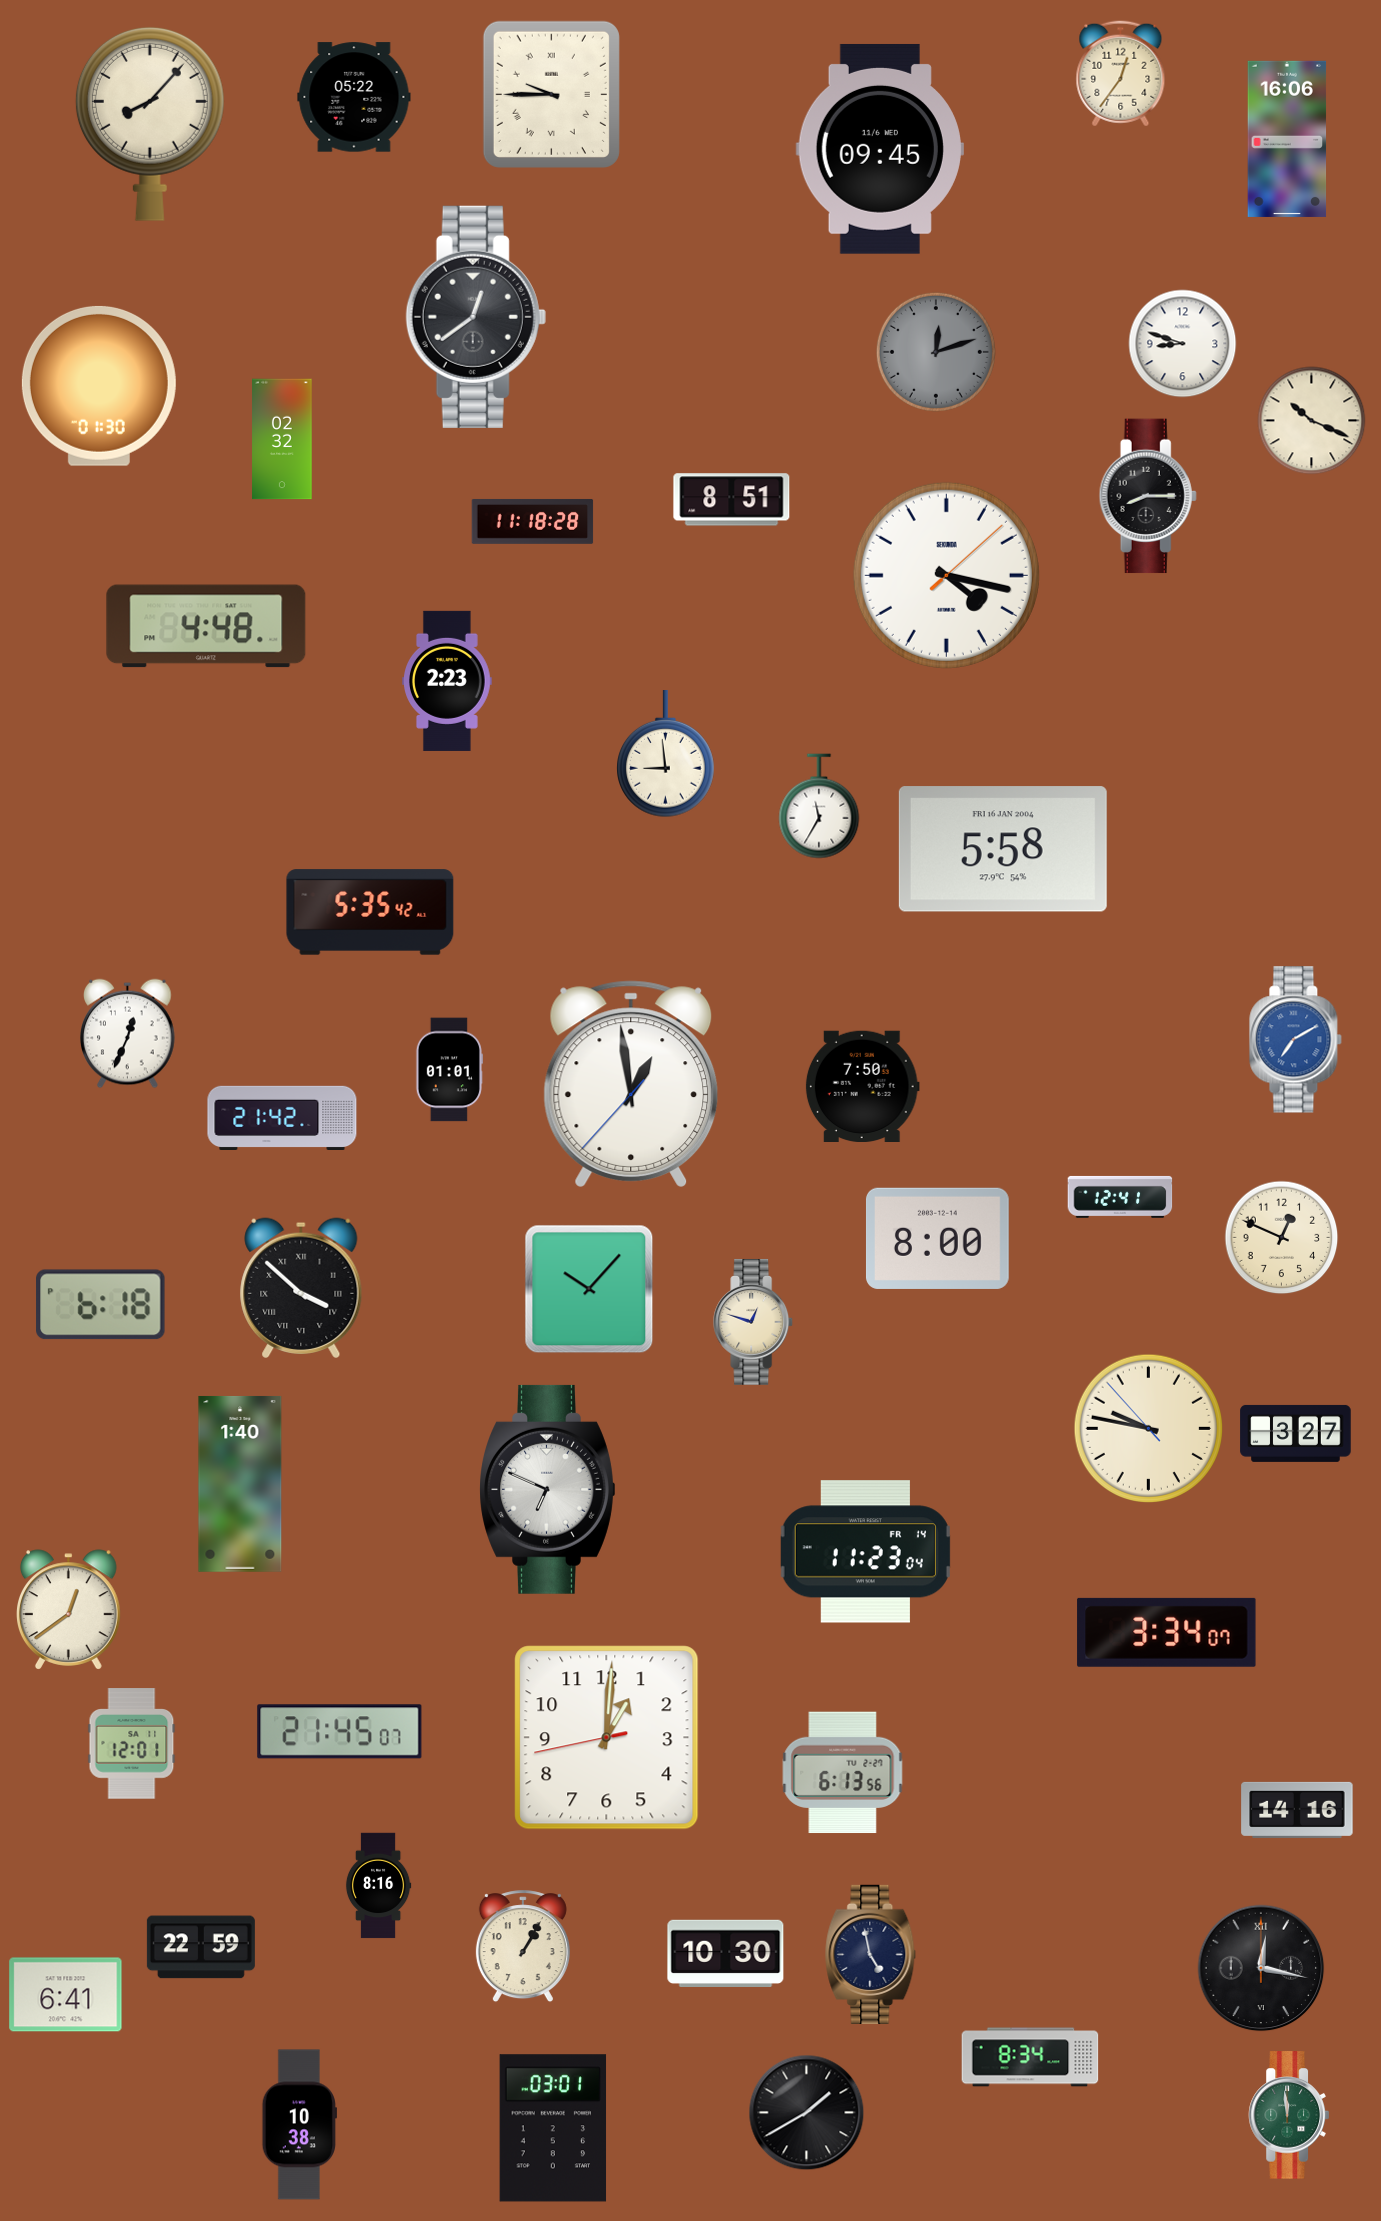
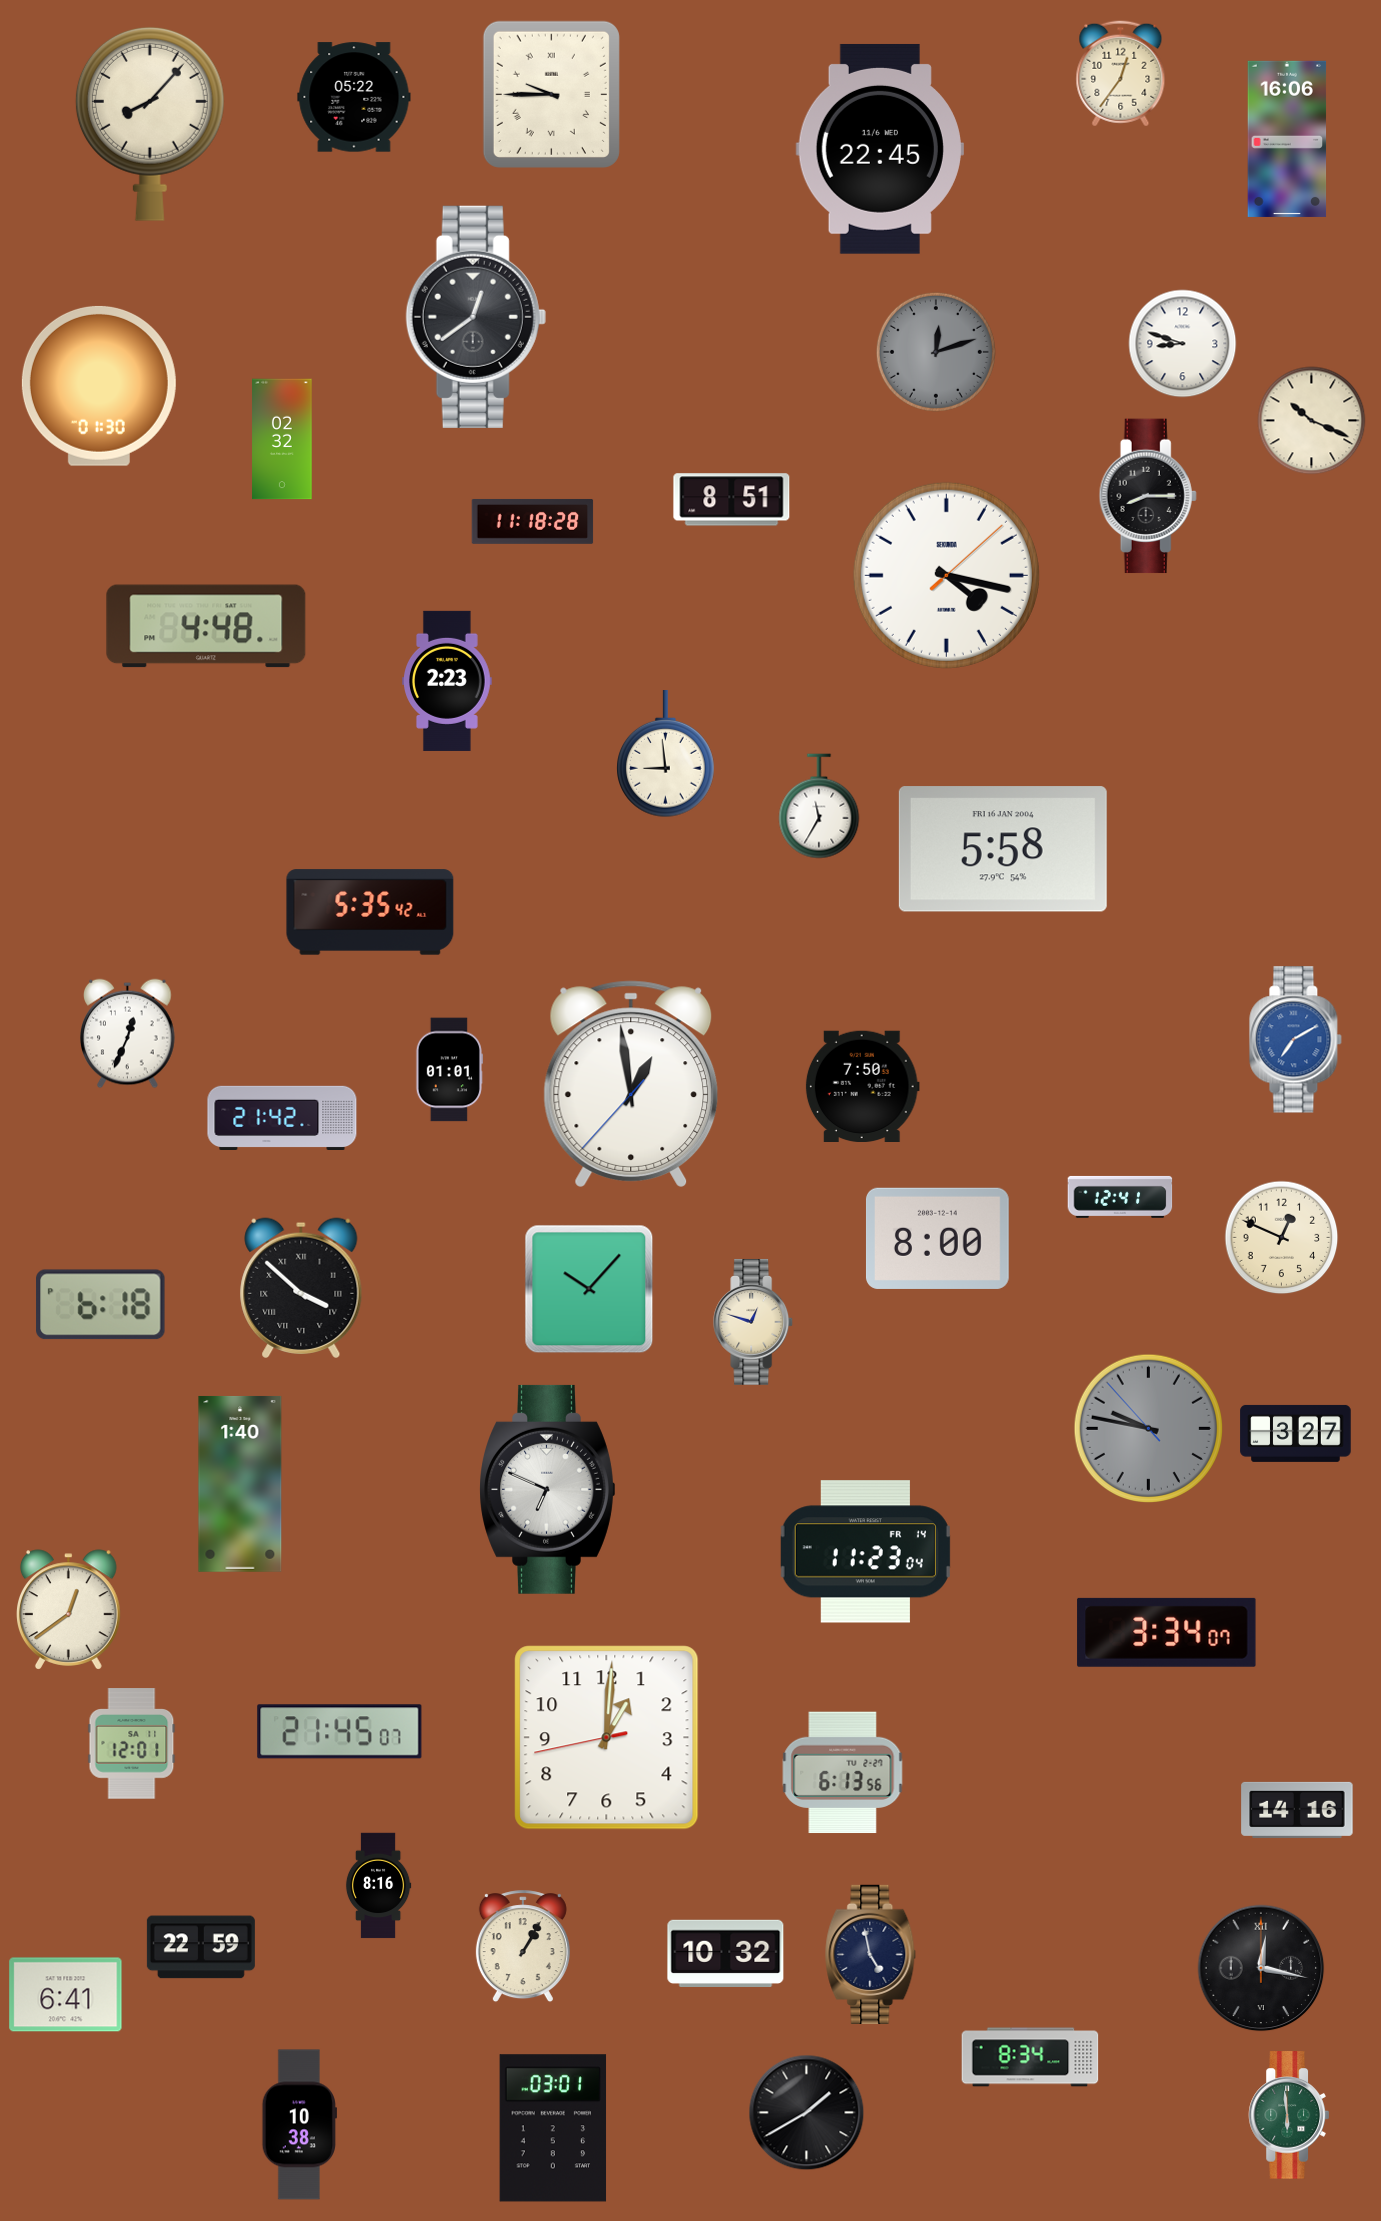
clock at (880, 149): 09:45 -> 22:45
clock at (1148, 1428) dial: cream -> grey
clock at (726, 1954): 10:30 -> 10:32
clock at (1288, 2115): 11:59 -> 5:59
